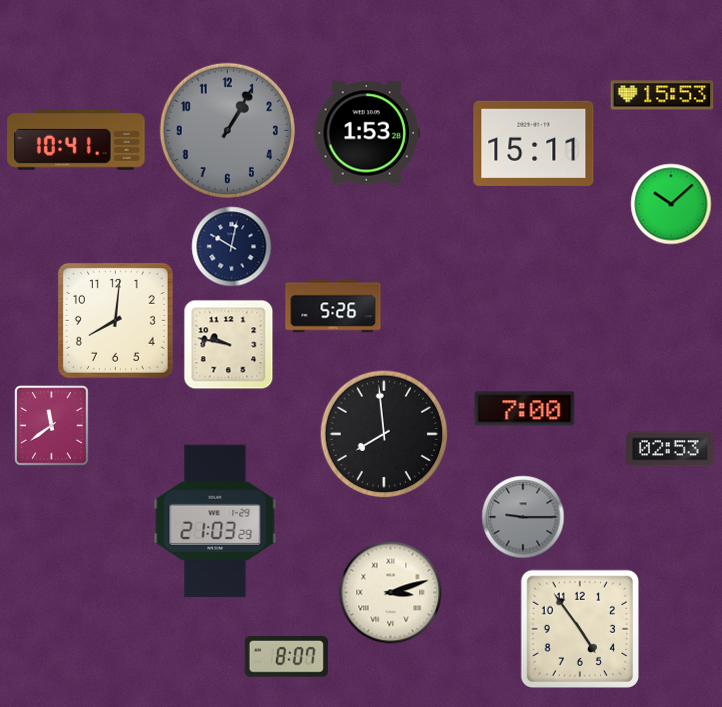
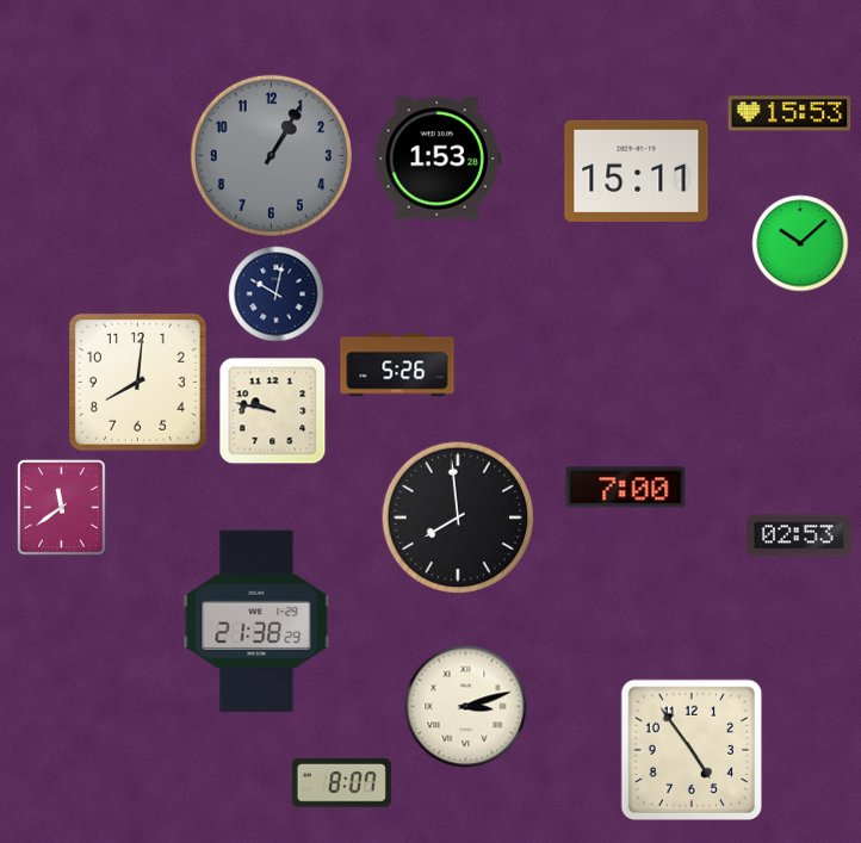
clock at (76, 140): 10:41 -> none
clock at (523, 517): 9:15 -> none
clock at (215, 521): 21:03 -> 21:38
